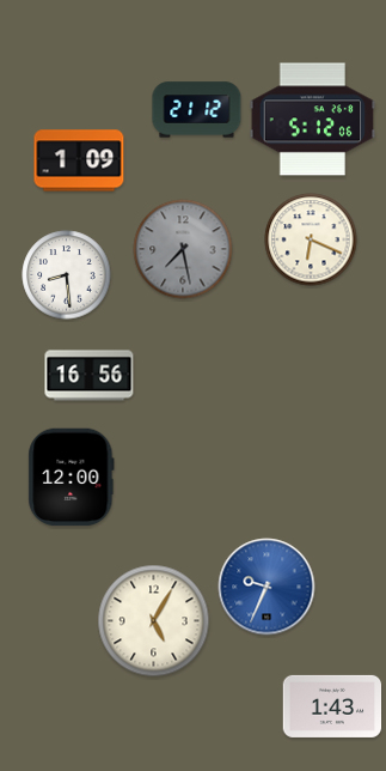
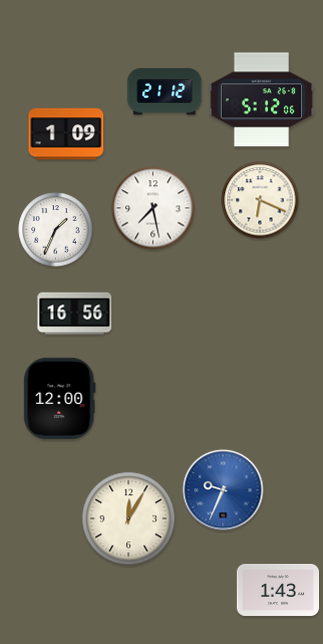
clock at (183, 249) dial: grey -> white
clock at (67, 275): 8:29 -> 1:34
clock at (154, 621): 5:05 -> 12:05
